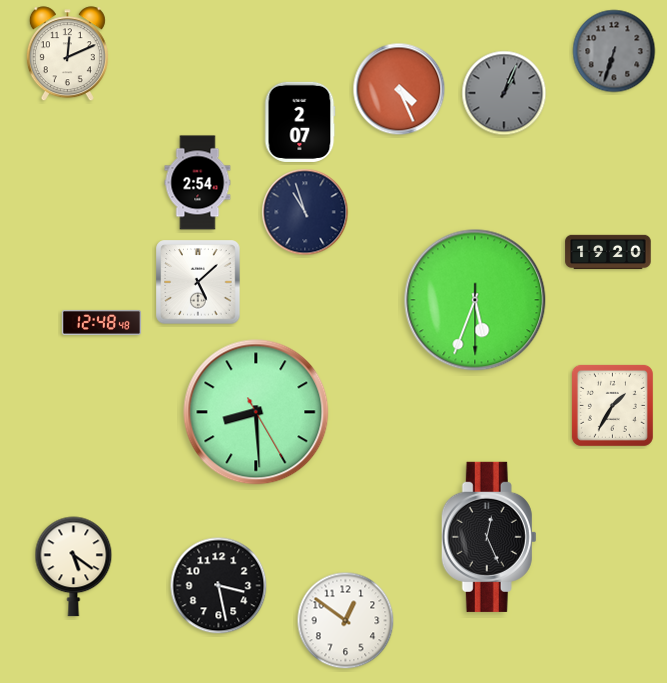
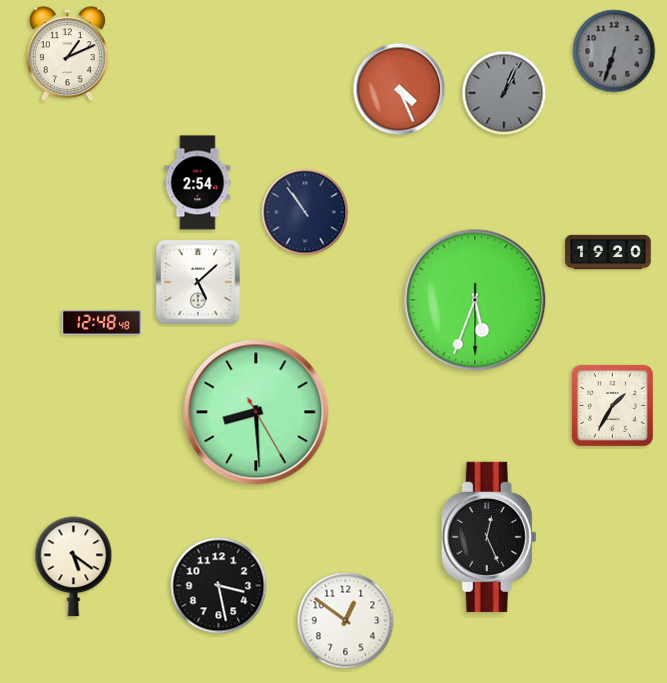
clock at (67, 54): 12:11 -> 1:11
clock at (300, 122): 2:07 -> none
clock at (305, 212): 10:57 -> 10:54
